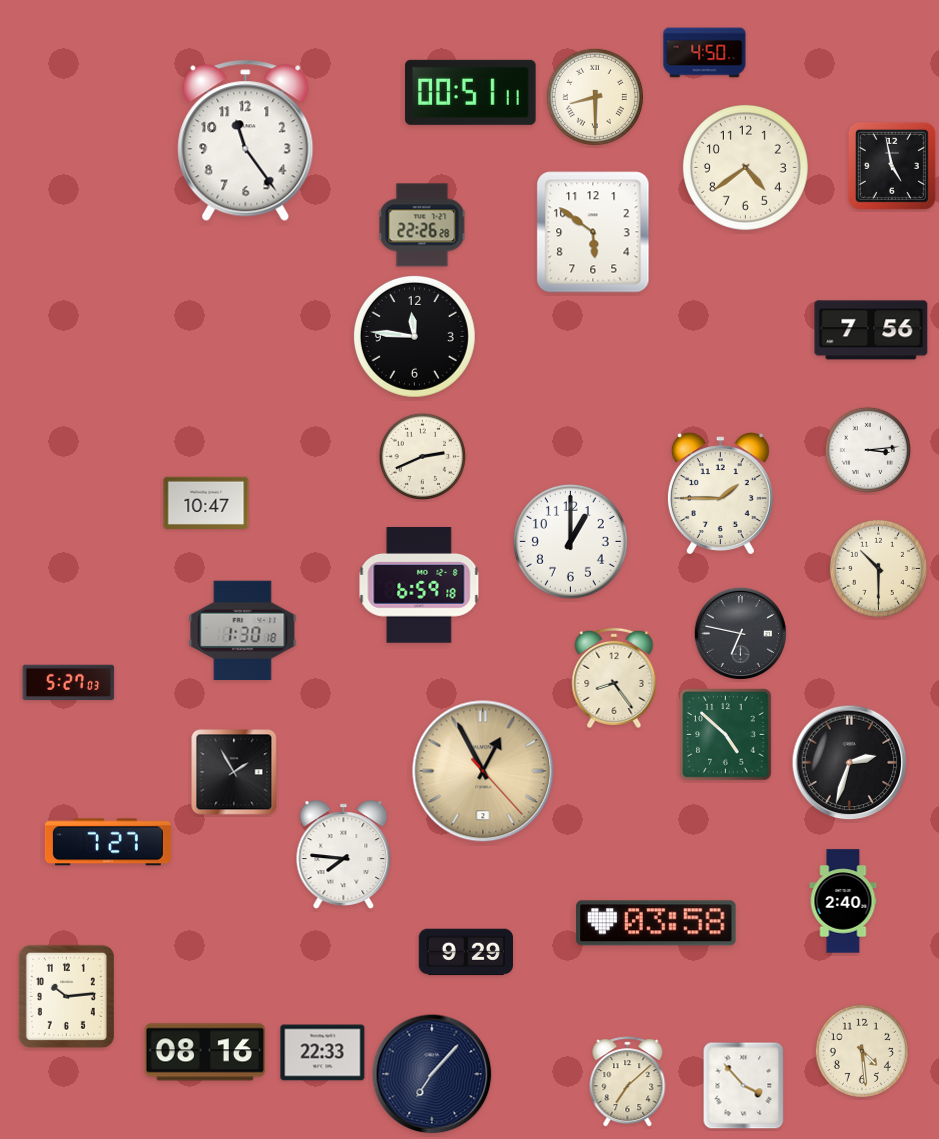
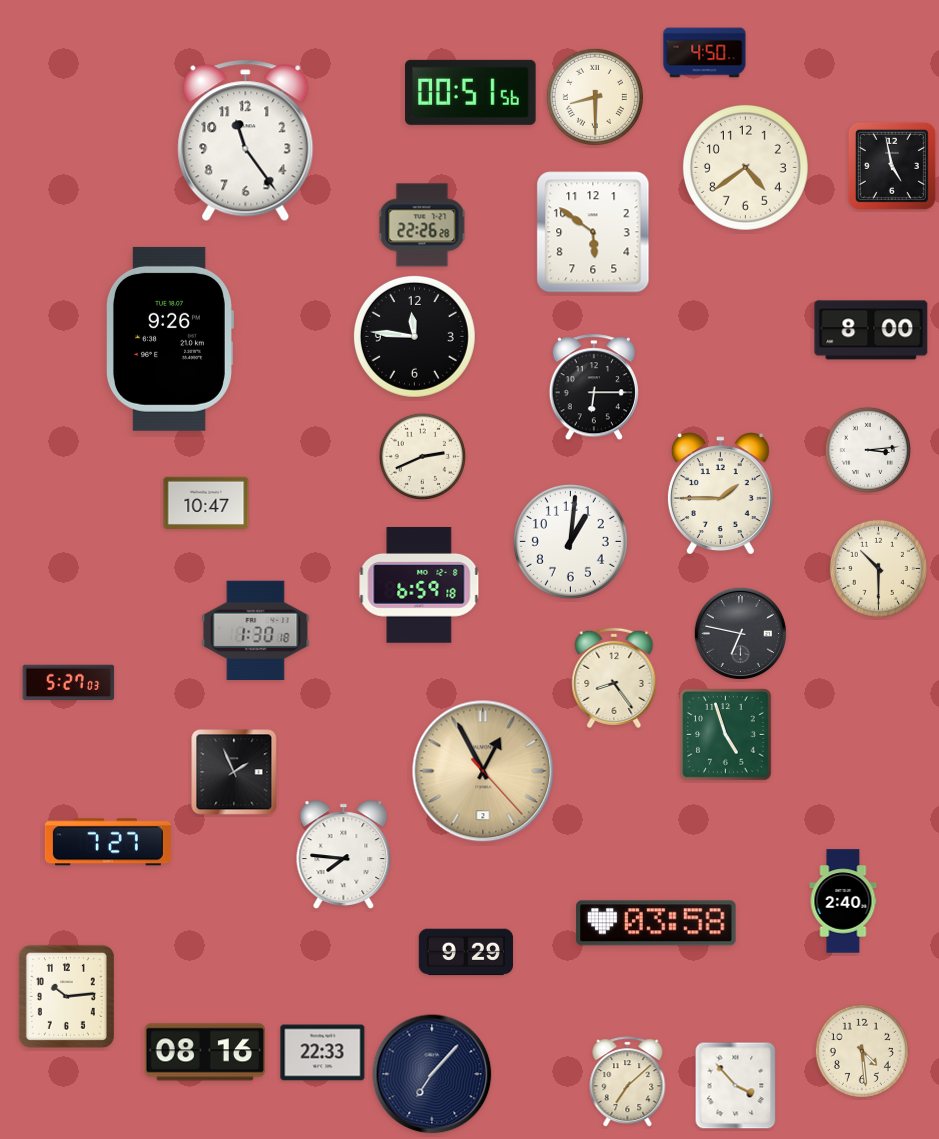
clock at (471, 92): 00:51:11 -> 00:51:56
clock at (871, 330): 7:56 -> 8:00
clock at (169, 339): none -> 9:26
clock at (594, 388): none -> 6:15
clock at (570, 541): 1:00 -> 1:01
clock at (243, 630) position: (243, 630) -> (256, 630)
clock at (726, 735): 4:52 -> 4:57
clock at (850, 763): 2:33 -> none
clock at (234, 772): 1:55 -> 1:56
clock at (744, 1086) position: (744, 1086) -> (736, 1086)
